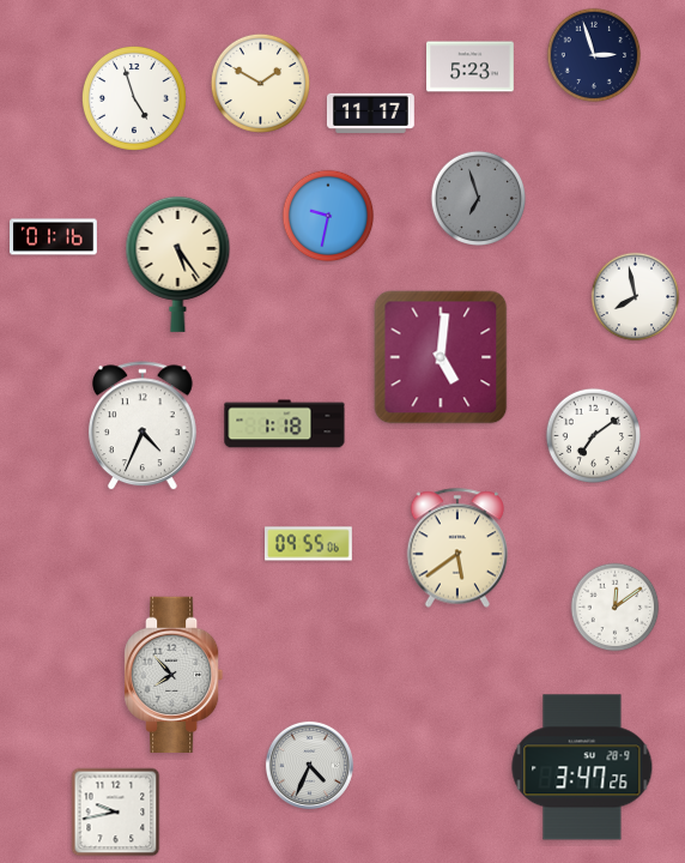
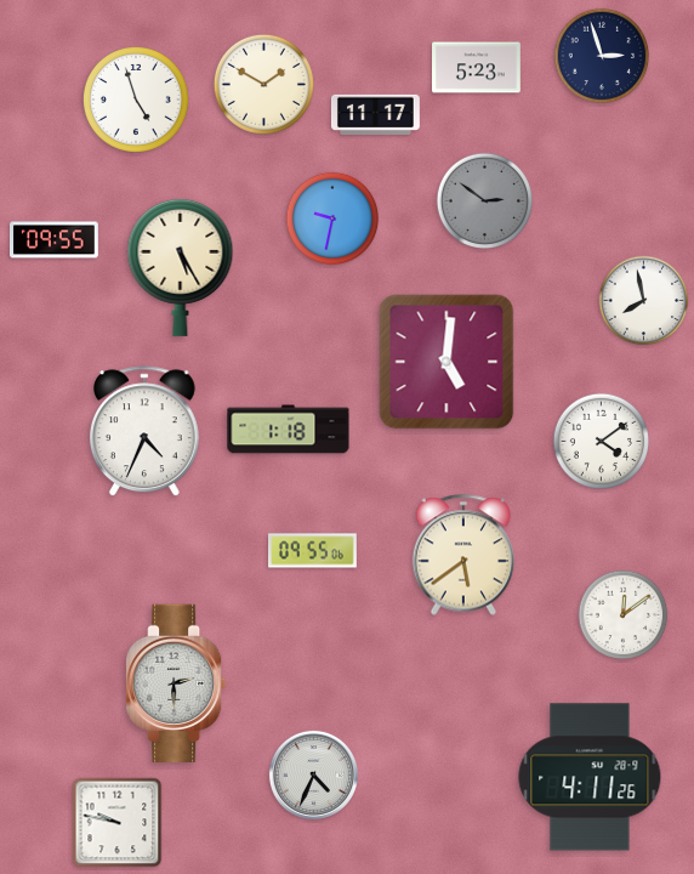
clock at (478, 198): 6:57 -> 2:51
clock at (54, 237): 01:16 -> 09:55
clock at (178, 264): 5:24 -> 5:25
clock at (593, 435): 7:09 -> 4:09
clock at (174, 674): 7:53 -> 2:30
clock at (582, 767): 3:47 -> 4:11
clock at (116, 813): 9:43 -> 9:47
